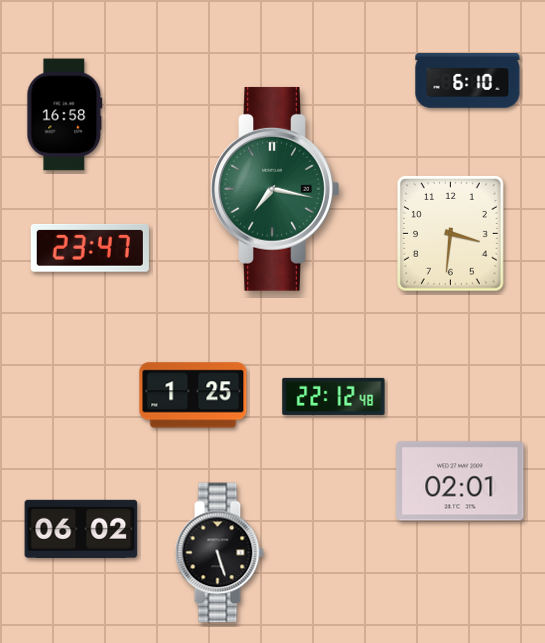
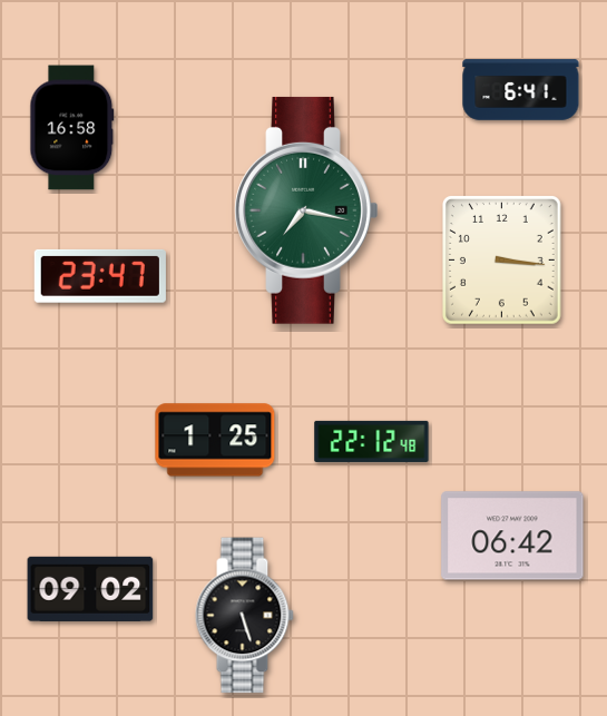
clock at (468, 81): 6:10 -> 6:41
clock at (451, 234): 3:31 -> 3:16
clock at (460, 481): 02:01 -> 06:42
clock at (81, 529): 06:02 -> 09:02
